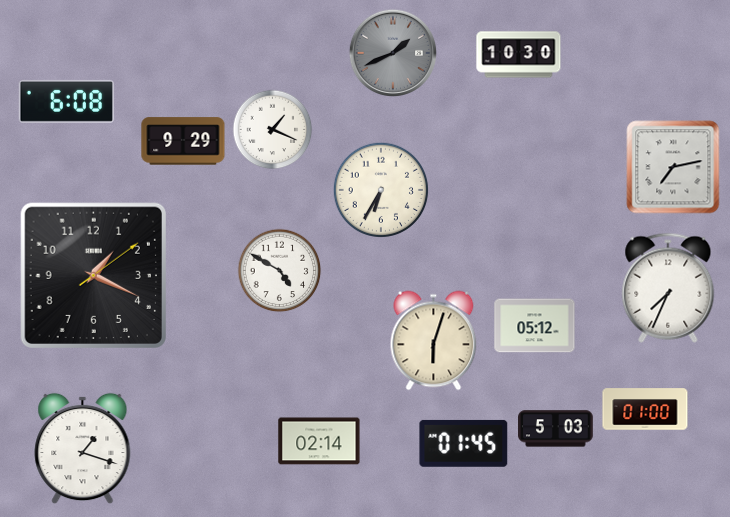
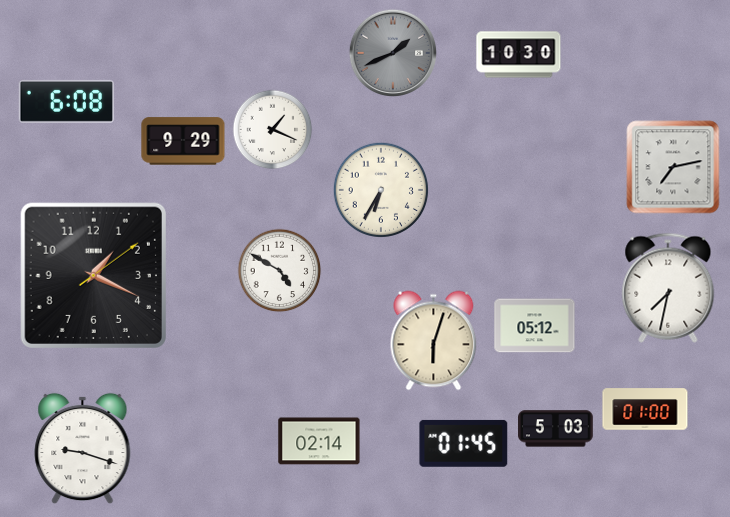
clock at (668, 288): 7:34 -> 7:32
clock at (83, 449): 1:18 -> 9:18
